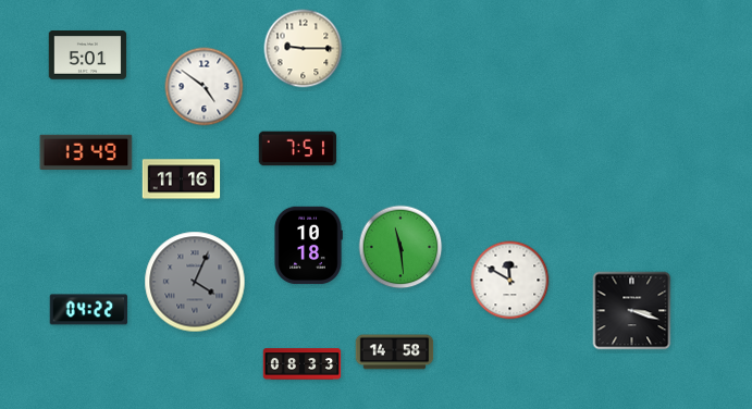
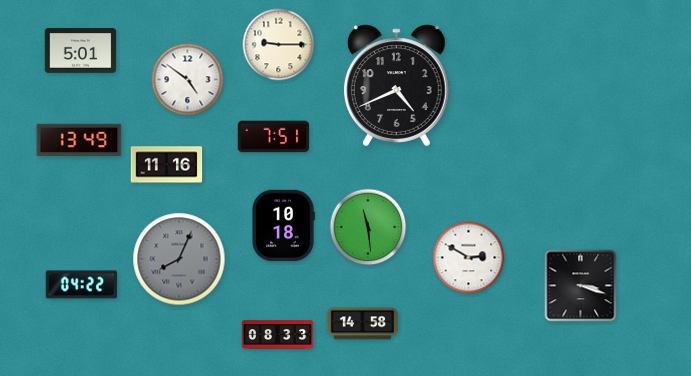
clock at (396, 86): none -> 4:41
clock at (510, 281): 11:50 -> 2:50
clock at (195, 282): 4:04 -> 8:04
